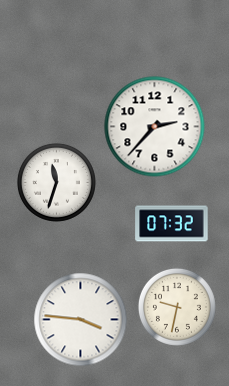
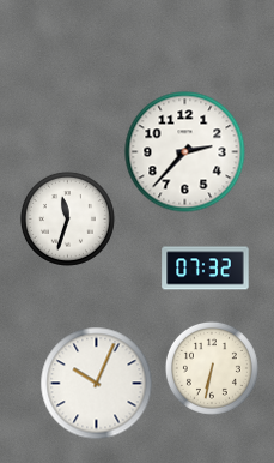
clock at (177, 307): 9:32 -> 6:32
clock at (81, 320): 3:46 -> 10:04
